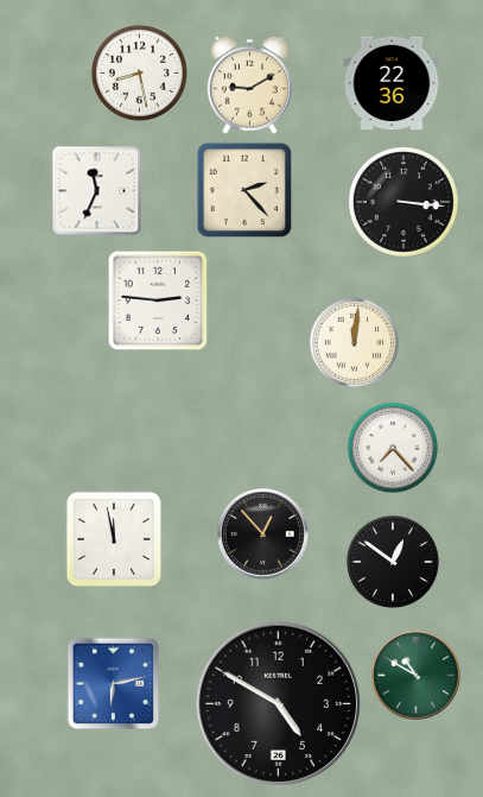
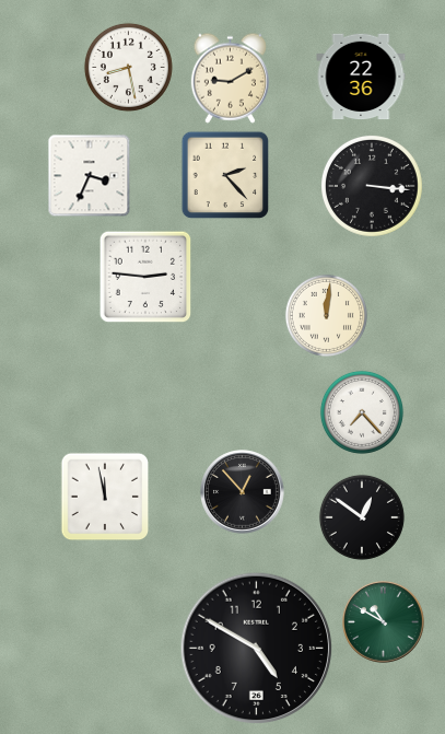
clock at (97, 191): 11:34 -> 3:34
clock at (114, 684): 6:13 -> none
